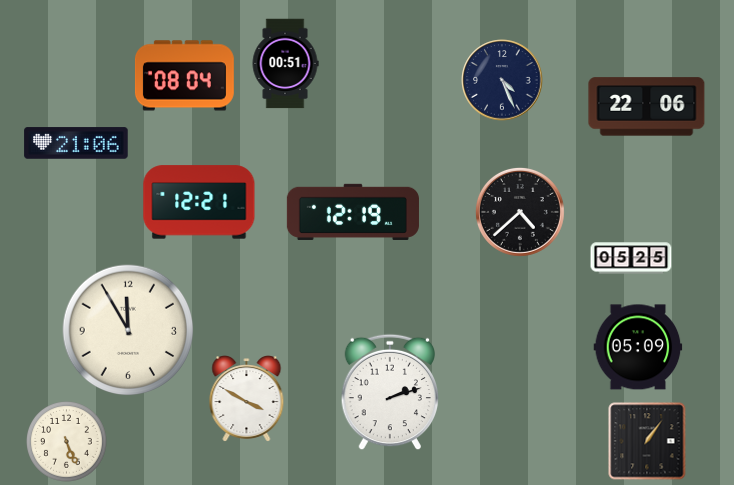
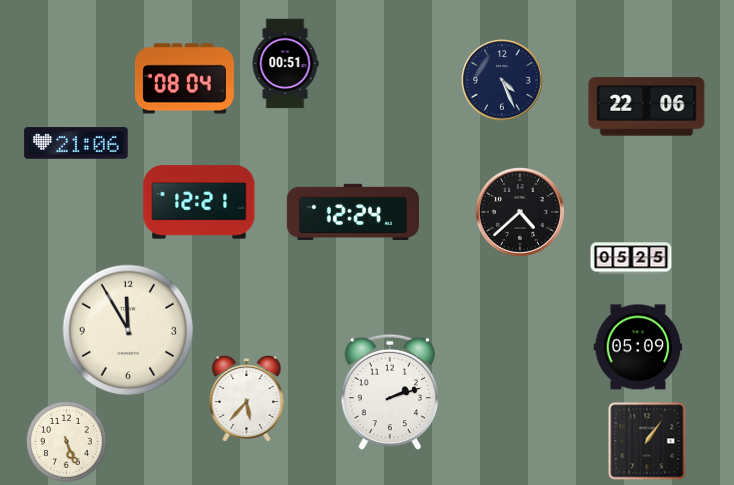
clock at (184, 76) position: (184, 76) -> (184, 79)
clock at (353, 212): 12:19 -> 12:24
clock at (247, 399): 3:50 -> 5:37
